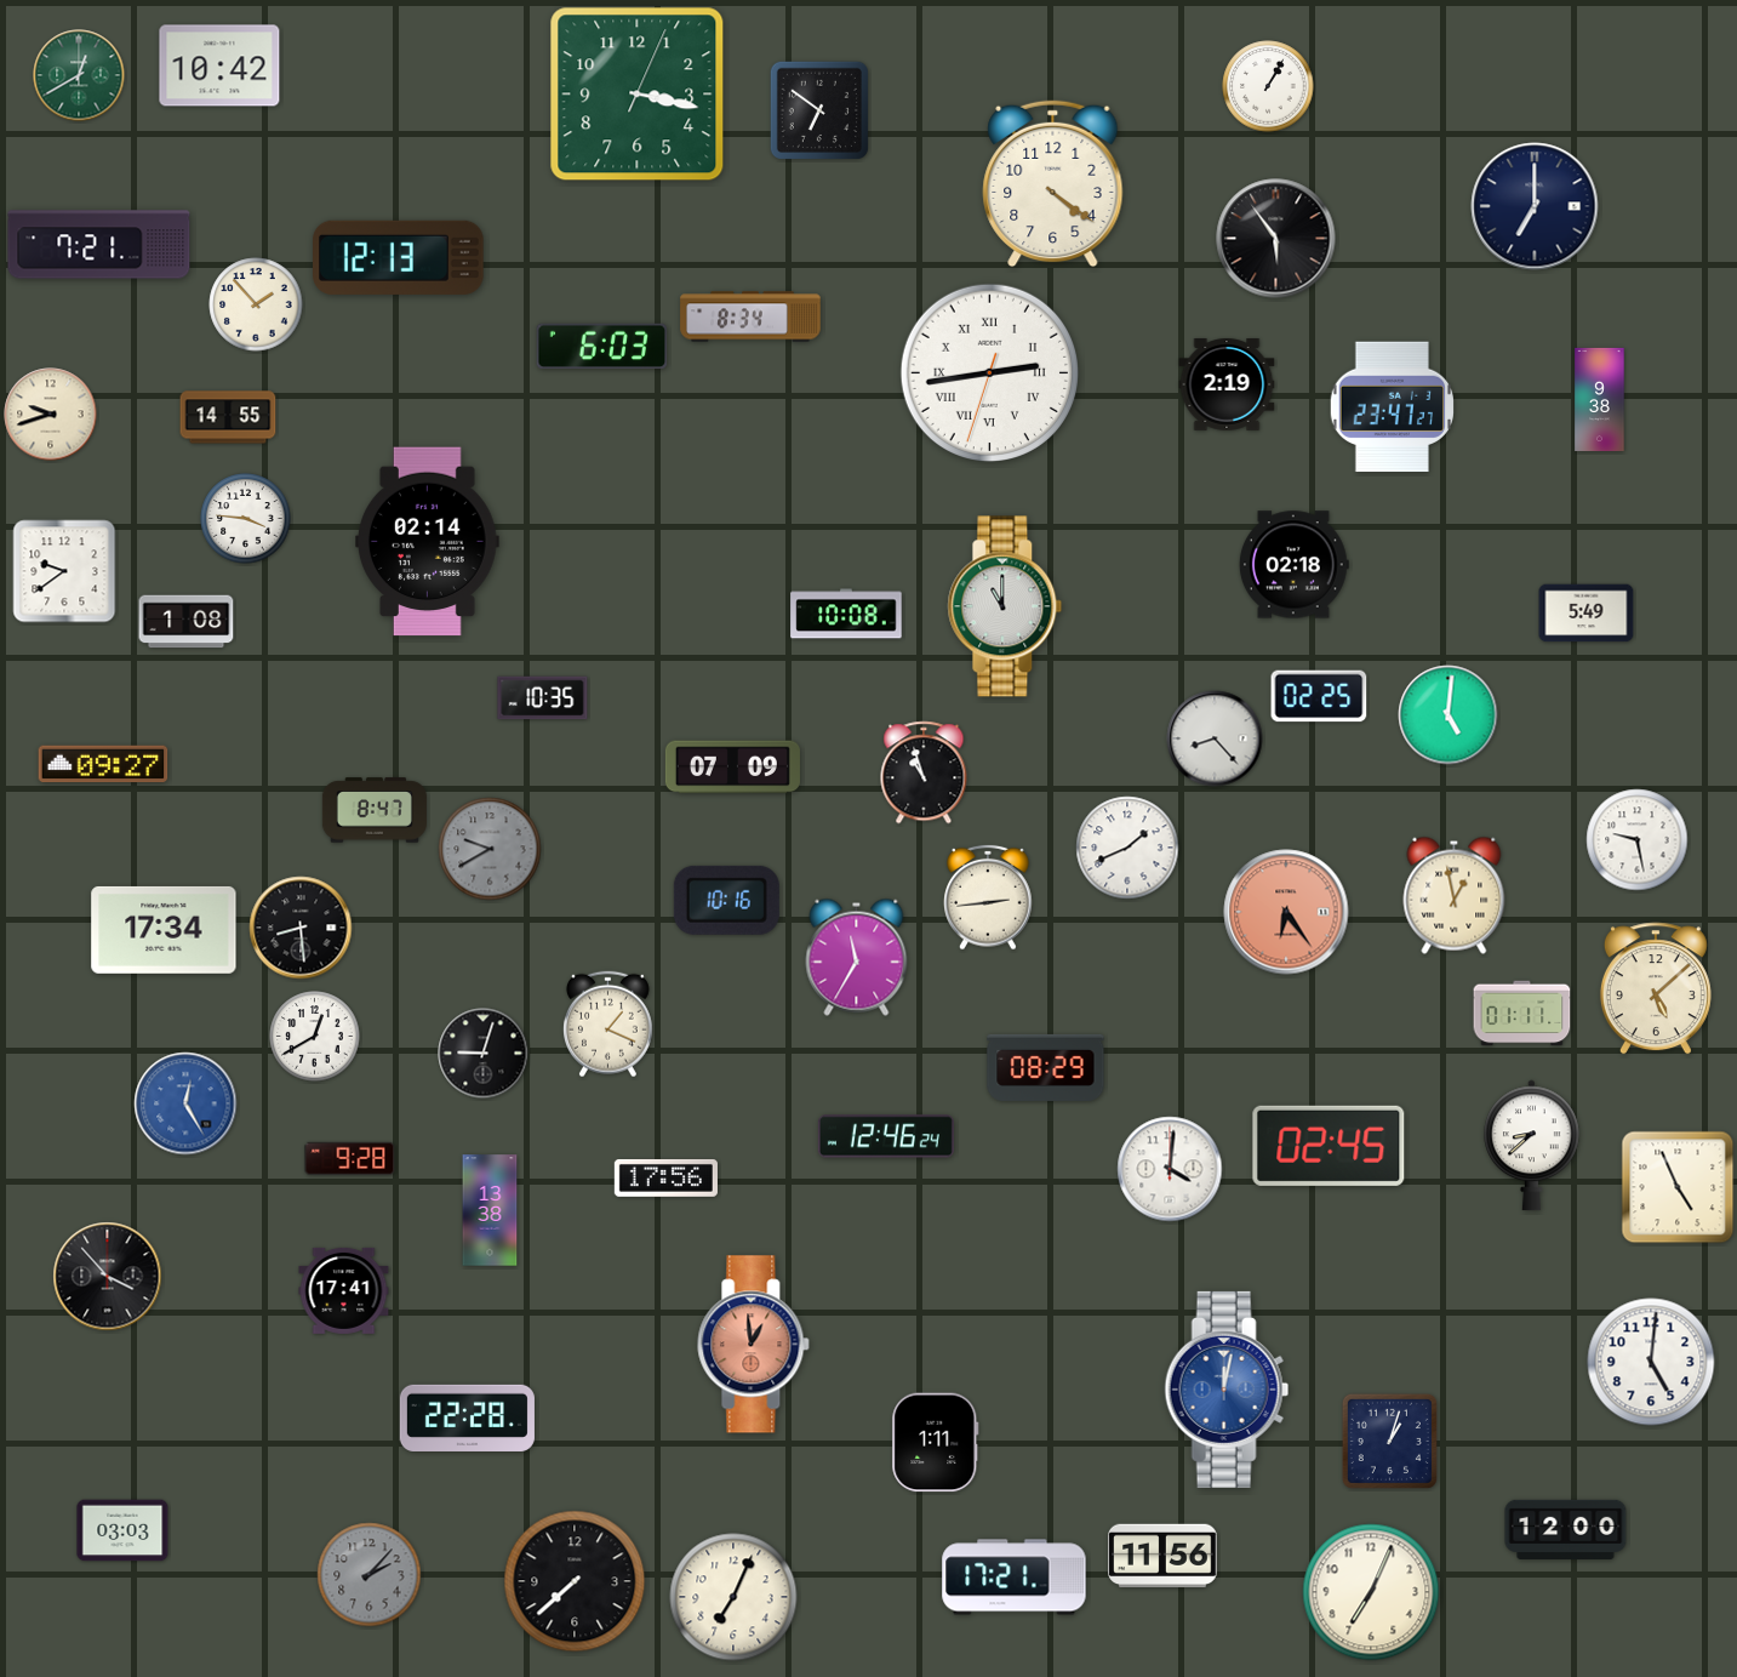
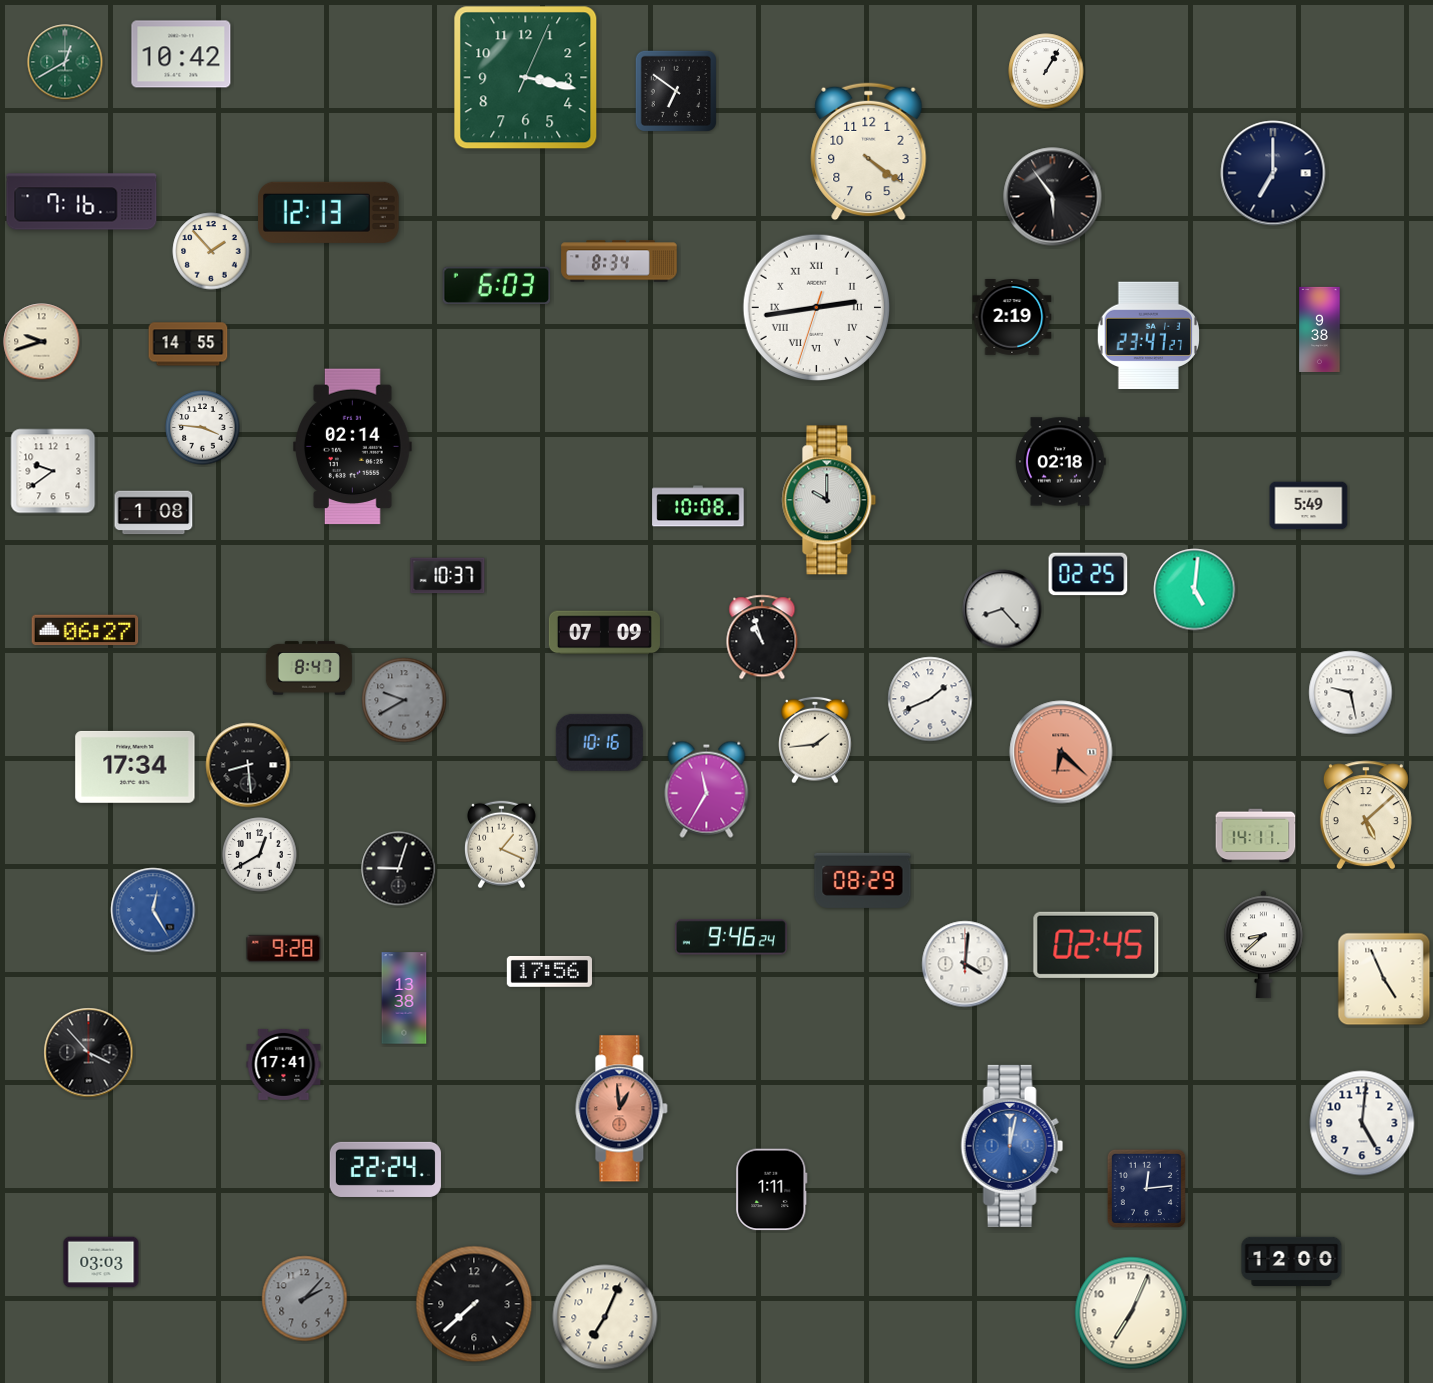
clock at (1535, 206) position: (1535, 206) -> (1273, 173)
clock at (99, 245): 7:21 -> 7:16
clock at (1293, 565) position: (1293, 565) -> (1060, 462)
clock at (1005, 606): 11:00 -> 10:00
clock at (543, 698): 10:35 -> 10:37
clock at (103, 764): 09:27 -> 06:27
clock at (1455, 895): 12:58 -> none
clock at (988, 897): 2:44 -> 1:44
clock at (1286, 912): 6:24 -> 6:22
clock at (1522, 1014): 01:11 -> 14:11
clock at (886, 1136): 12:46 -> 9:46
clock at (350, 1158) position: (350, 1158) -> (284, 948)
clock at (467, 1418): 22:28 -> 22:24
clock at (1389, 1441): 1:03 -> 12:14
clock at (1162, 1556): 11:56 -> none
clock at (1015, 1578): 17:21 -> none
